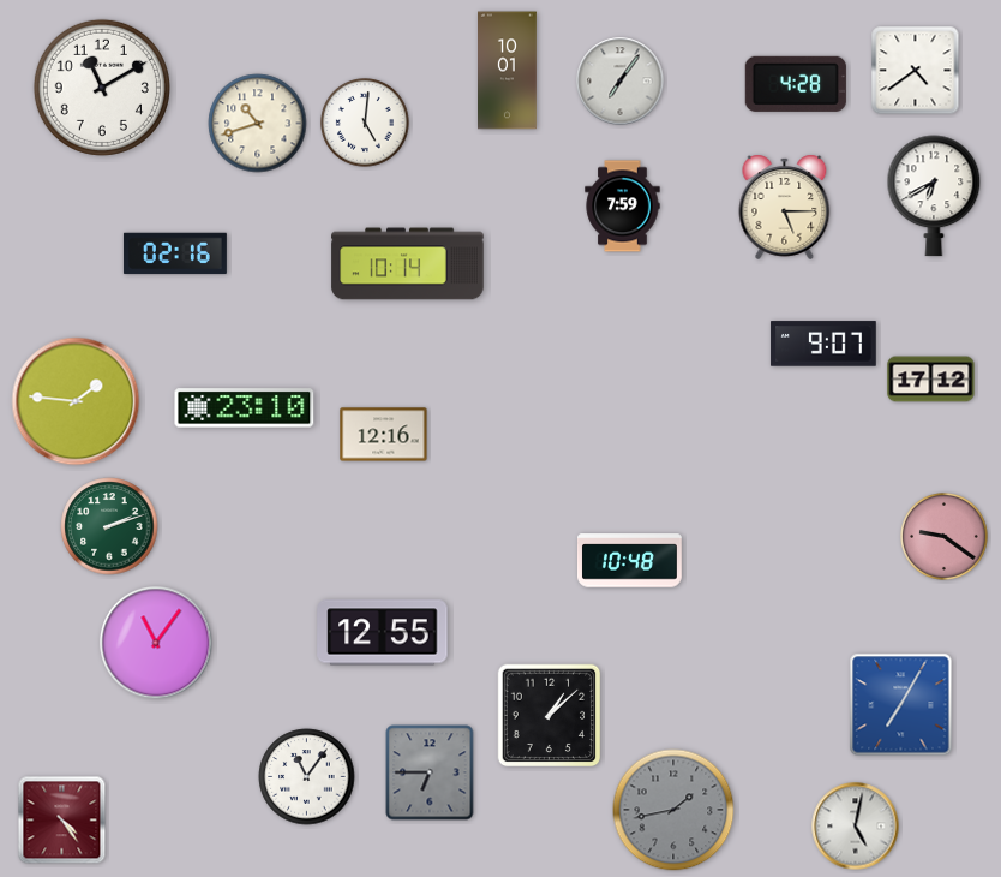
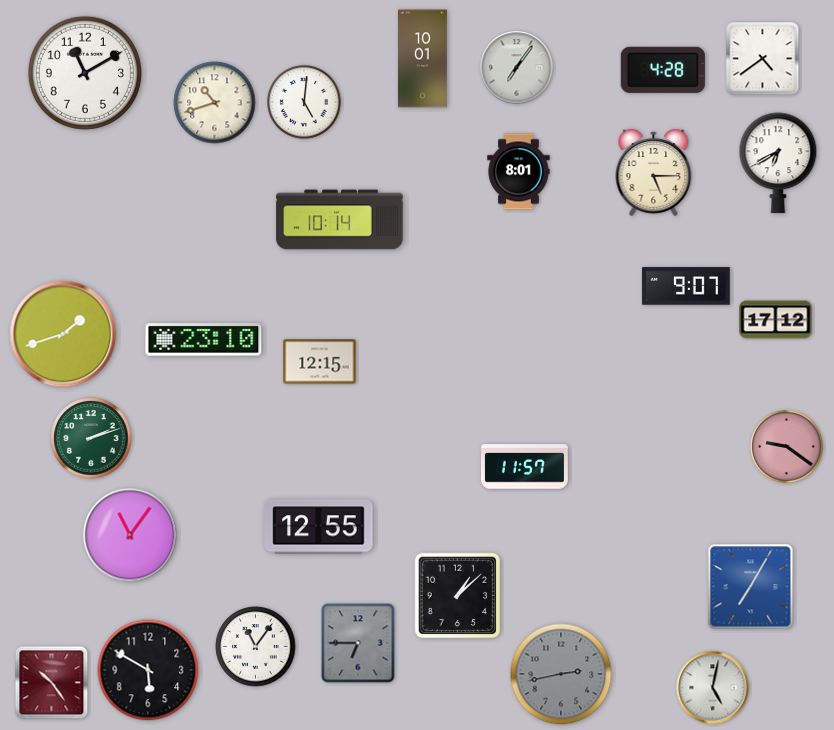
clock at (623, 207): 7:59 -> 8:01
clock at (175, 253): 02:16 -> none
clock at (931, 380) position: (931, 380) -> (776, 320)
clock at (76, 401): 1:46 -> 1:42
clock at (384, 435): 12:16 -> 12:15
clock at (630, 561): 10:48 -> 11:57
clock at (148, 670): none -> 5:50
clock at (673, 810): 1:43 -> 2:43
clock at (62, 821): 4:24 -> 10:24
